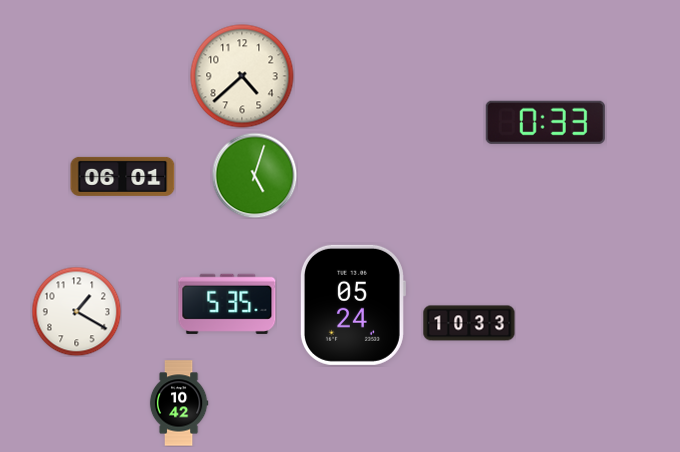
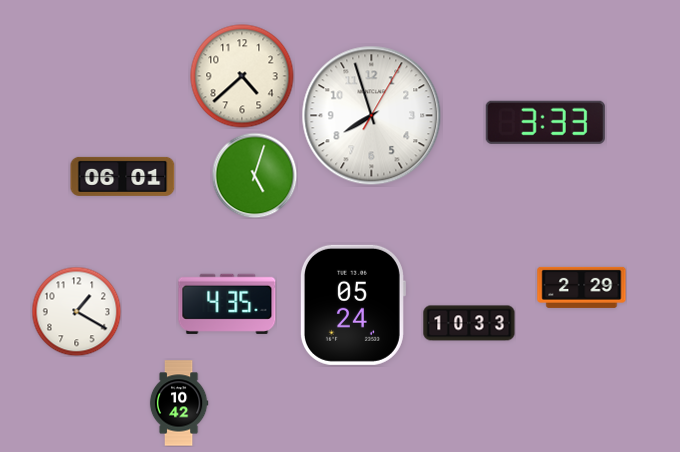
clock at (372, 116): none -> 7:57
clock at (545, 122): 0:33 -> 3:33
clock at (582, 287): none -> 2:29
clock at (227, 304): 5:35 -> 4:35
